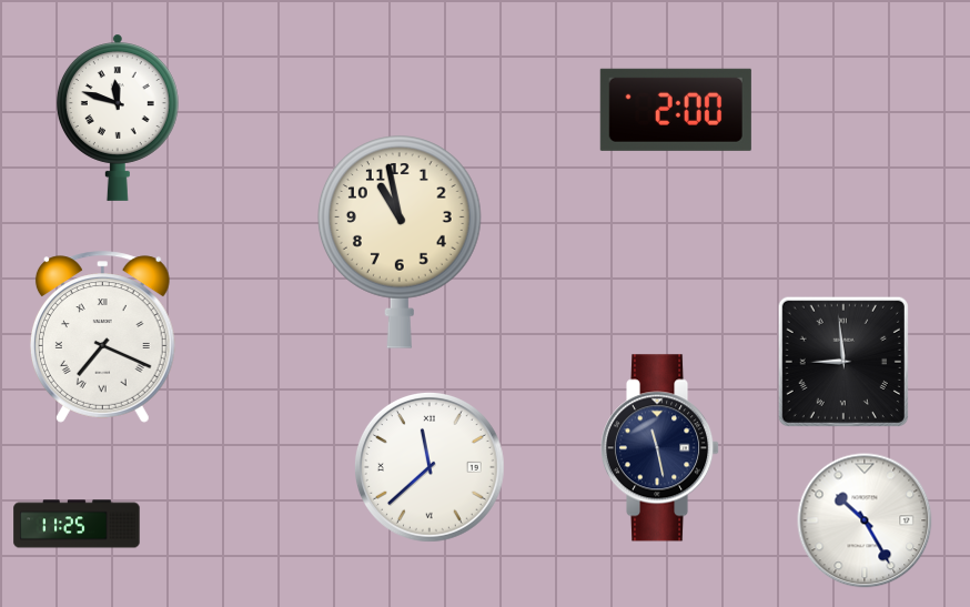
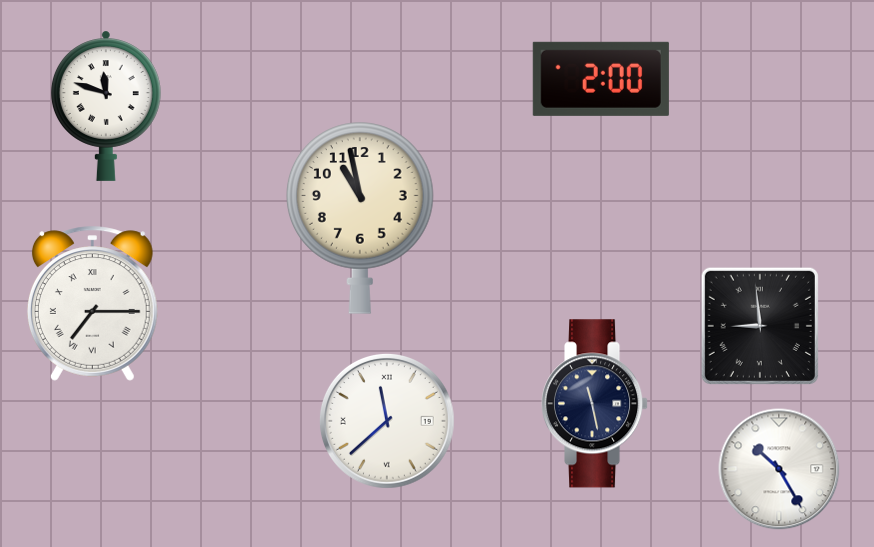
clock at (676, 110) position: (676, 110) -> (601, 79)
clock at (102, 337): 7:19 -> 7:15
clock at (77, 524): 11:25 -> none
